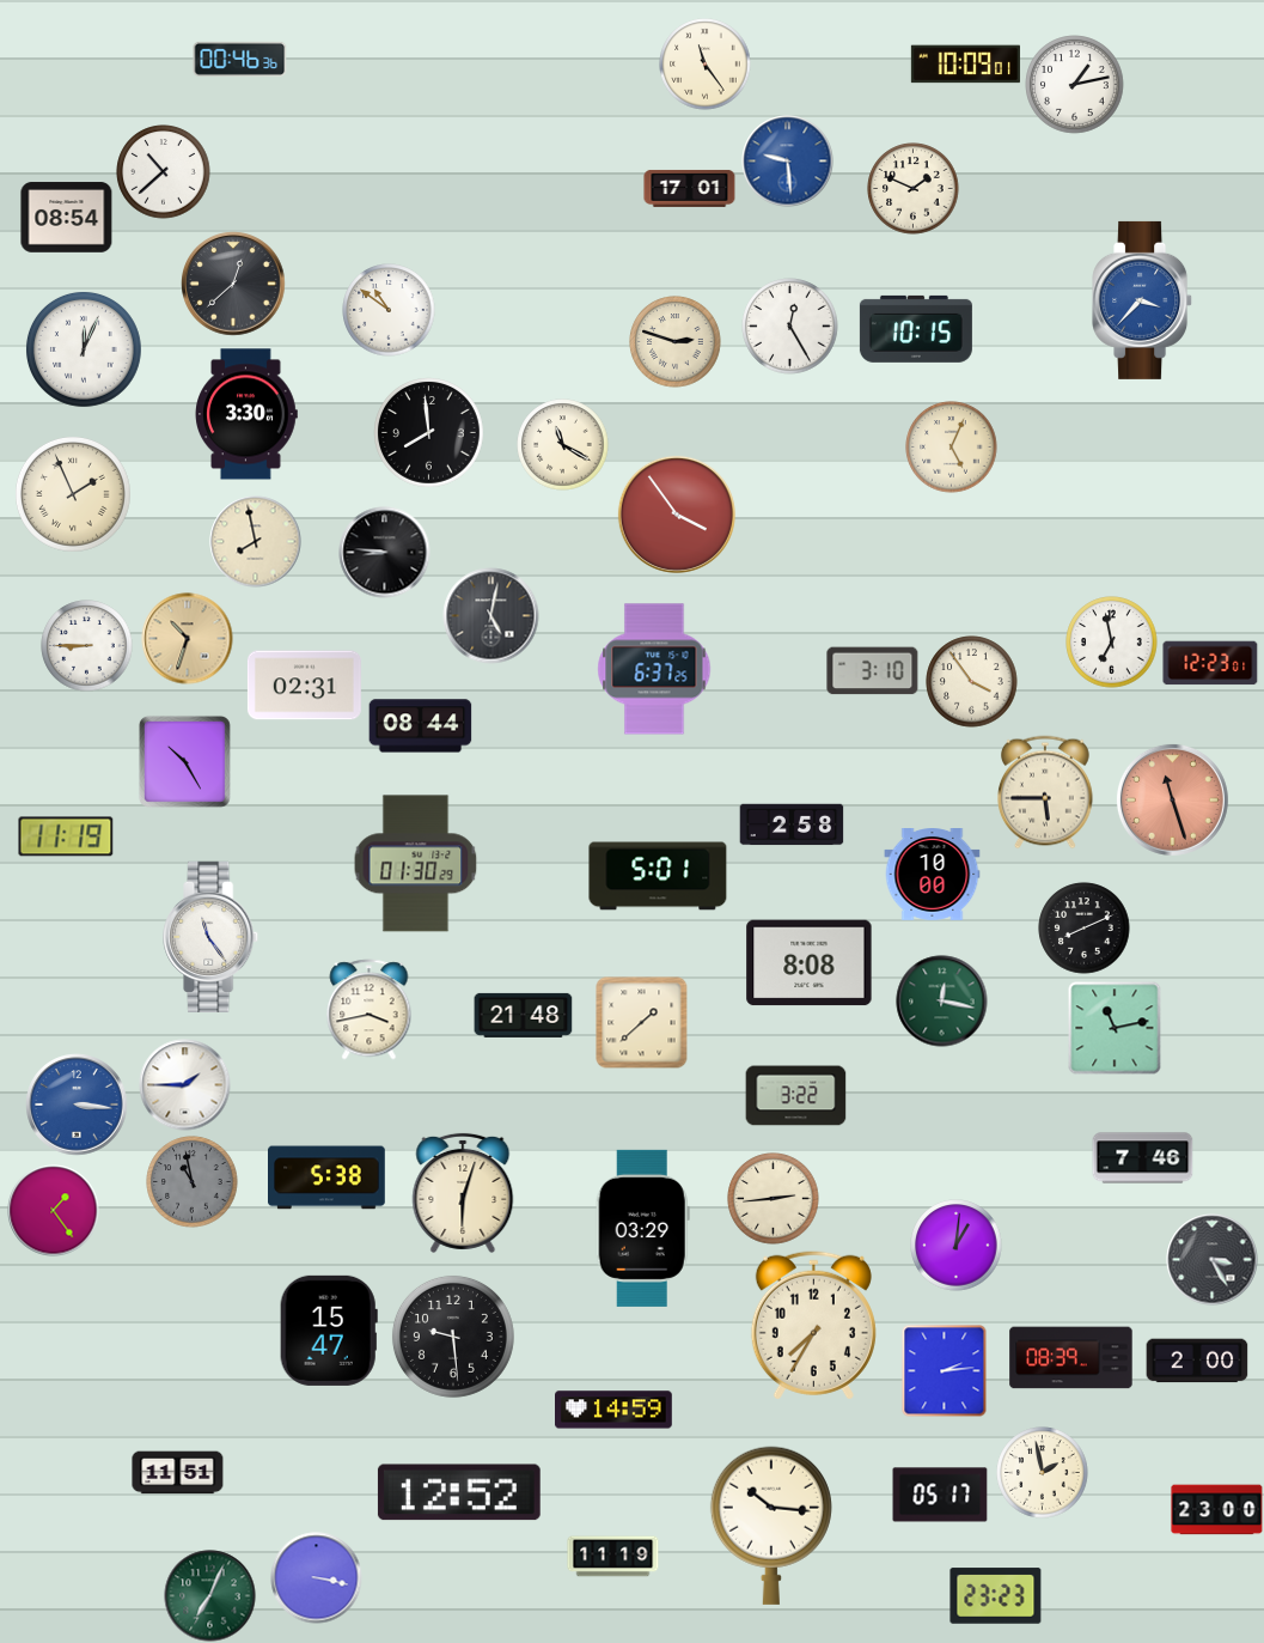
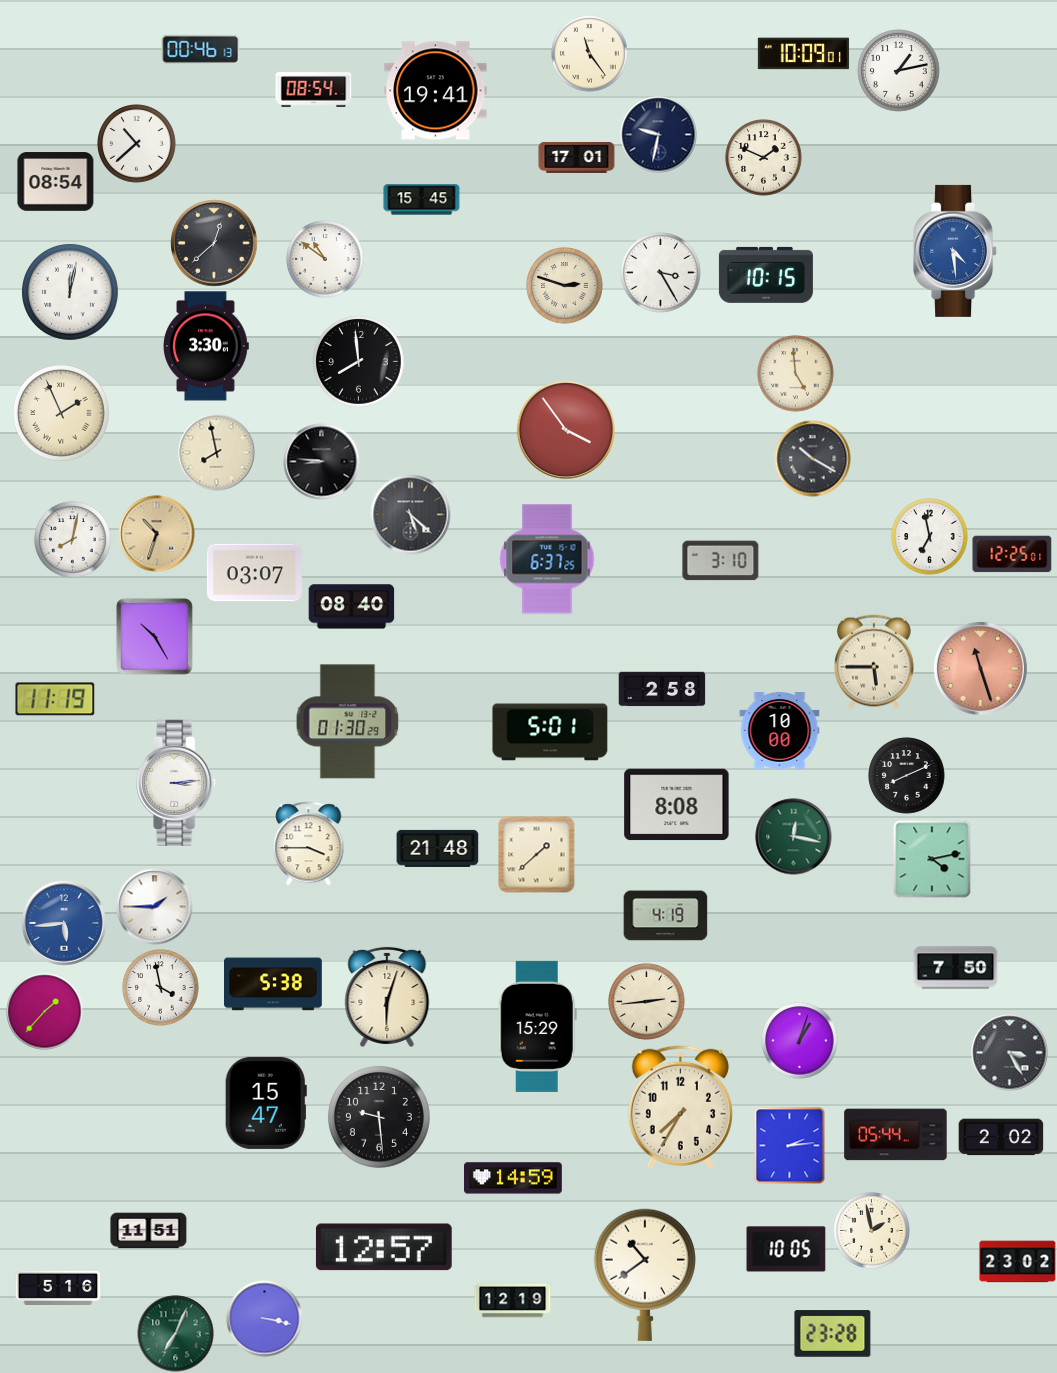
clock at (240, 59): 00:46:36 -> 00:46:13
clock at (965, 65) position: (965, 65) -> (803, 54)
clock at (314, 90): none -> 08:54
clock at (436, 91): none -> 19:41
clock at (788, 162): 9:29 -> 9:32
clock at (788, 162) dial: blue -> navy
clock at (422, 200): none -> 15:45
clock at (233, 284) position: (233, 284) -> (214, 243)
clock at (1143, 300): 3:37 -> 4:29
clock at (790, 327): 12:25 -> 3:25
clock at (84, 349): 12:04 -> 12:02
clock at (563, 445): 11:20 -> none
clock at (952, 448): 5:04 -> 4:59
clock at (256, 542) position: (256, 542) -> (217, 453)
clock at (813, 459): none -> 10:20
clock at (491, 616): 5:02 -> 5:22
clock at (87, 646): 8:45 -> 8:02
clock at (1210, 663): 12:23 -> 12:25
clock at (873, 671) position: (873, 671) -> (721, 561)
clock at (972, 682): 3:54 -> none
clock at (304, 686): 02:31 -> 03:07
clock at (421, 726): 08:44 -> 08:40
clock at (212, 936): 11:24 -> 3:14
clock at (942, 1002) position: (942, 1002) -> (794, 837)
clock at (370, 1010): 3:43 -> 3:45
clock at (1115, 1028): 11:13 -> 4:13
clock at (796, 1096): 3:22 -> 4:19
clock at (77, 1105): 3:16 -> 5:44
clock at (1143, 1158): 7:46 -> 7:50
clock at (193, 1182): 10:58 -> 3:58
clock at (193, 1182) dial: grey -> white
clock at (54, 1211): 1:24 -> 1:37
clock at (642, 1228): 03:29 -> 15:29
clock at (957, 1246): 1:01 -> 1:03
clock at (1213, 1260) position: (1213, 1260) -> (1010, 1053)
clock at (329, 1331) position: (329, 1331) -> (266, 1103)
clock at (1071, 1358): 08:39 -> 05:44
clock at (1197, 1361): 2:00 -> 2:02
clock at (459, 1492): 12:52 -> 12:57
clock at (940, 1495): 05:17 -> 10:05
clock at (1217, 1510): 23:00 -> 23:02
clock at (771, 1526): 10:16 -> 10:39
clock at (58, 1287): none -> 5:16
clock at (613, 1557): 11:19 -> 12:19
clock at (996, 1596): 23:23 -> 23:28
